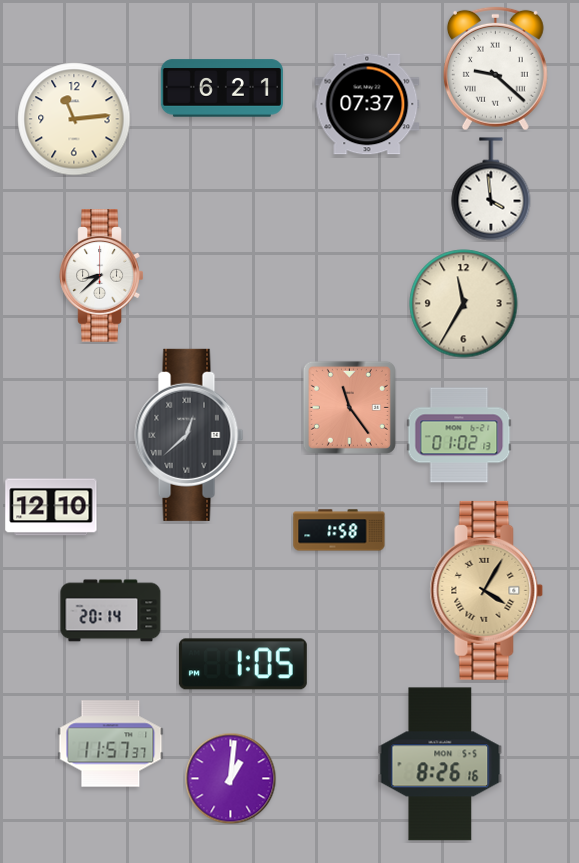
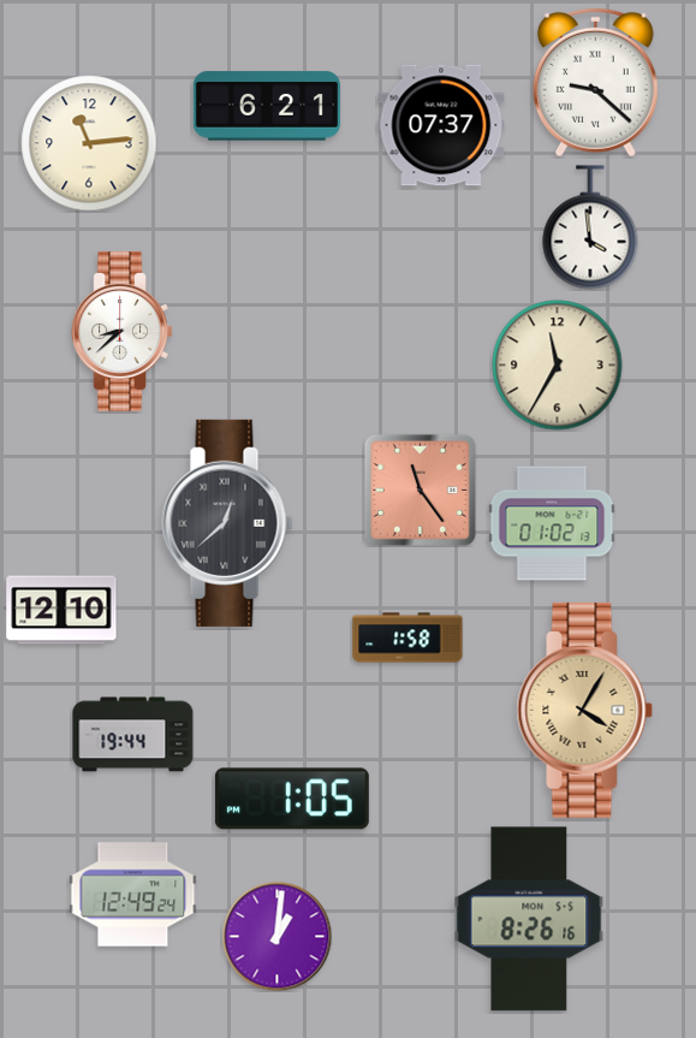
clock at (111, 611): 20:14 -> 19:44
clock at (111, 744): 11:57 -> 12:49
